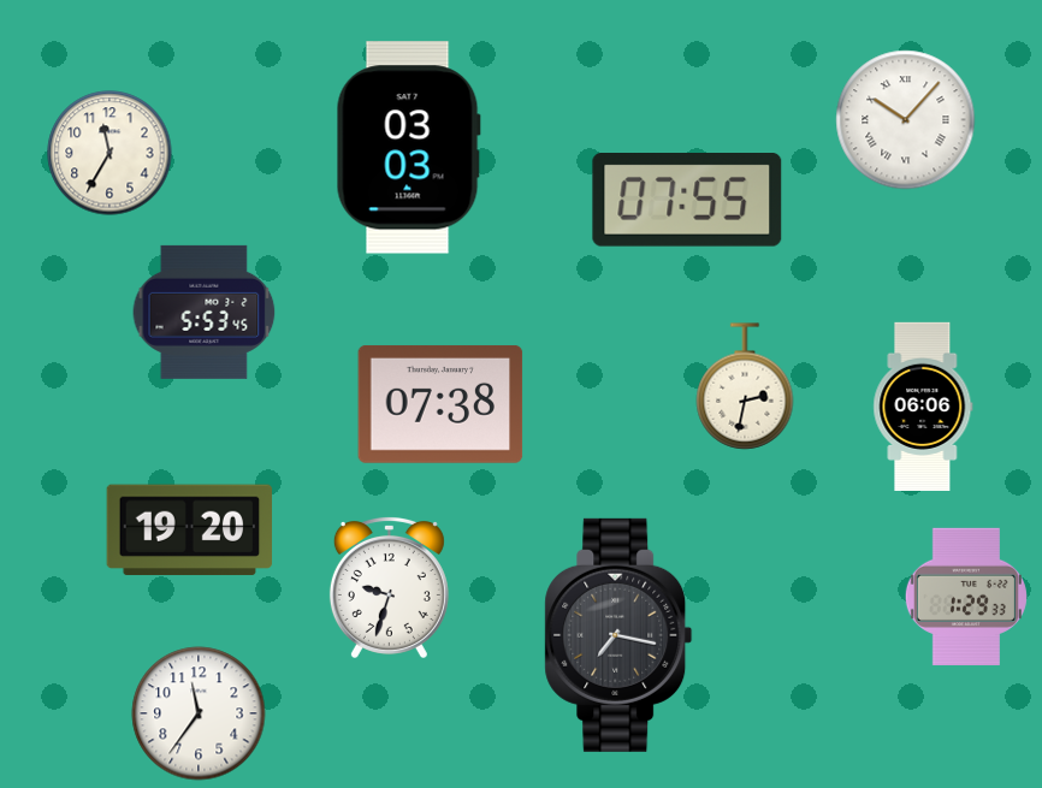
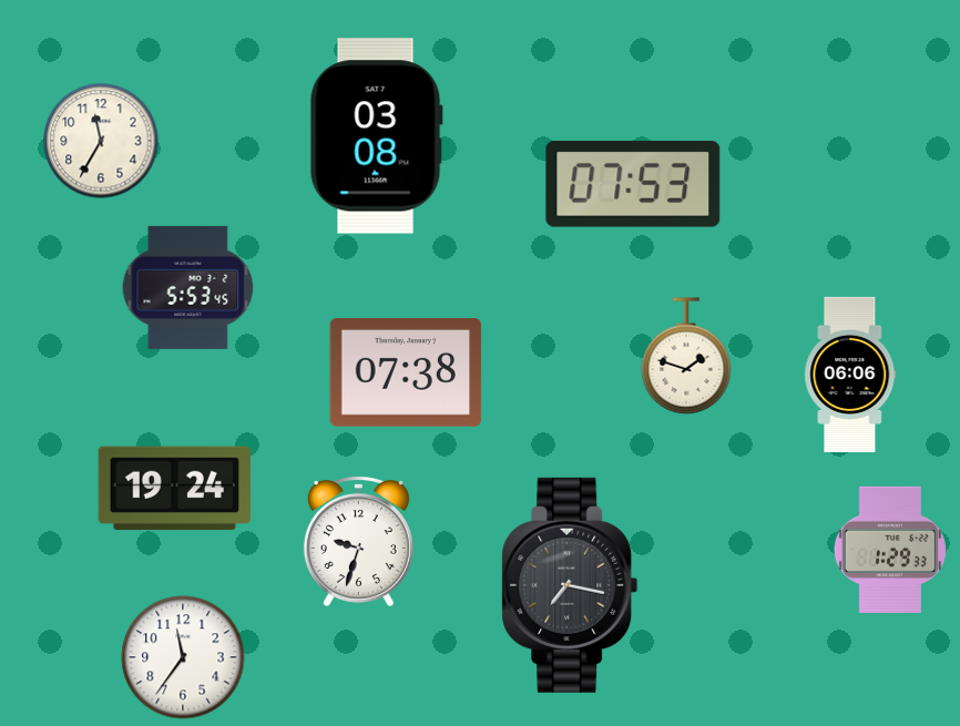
clock at (906, 120): 10:07 -> none
clock at (408, 148): 03:03 -> 03:08
clock at (687, 201): 07:55 -> 07:53
clock at (745, 386): 2:32 -> 1:48
clock at (190, 531): 19:20 -> 19:24
